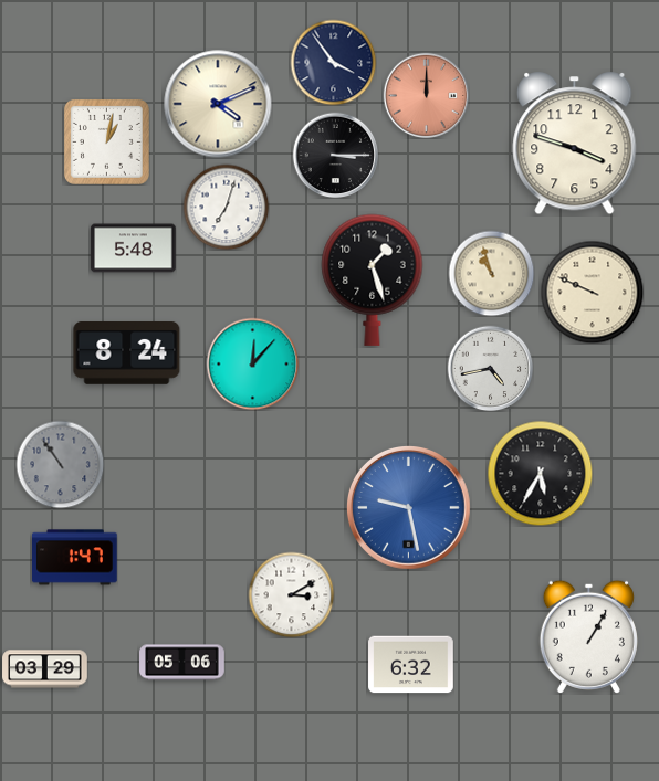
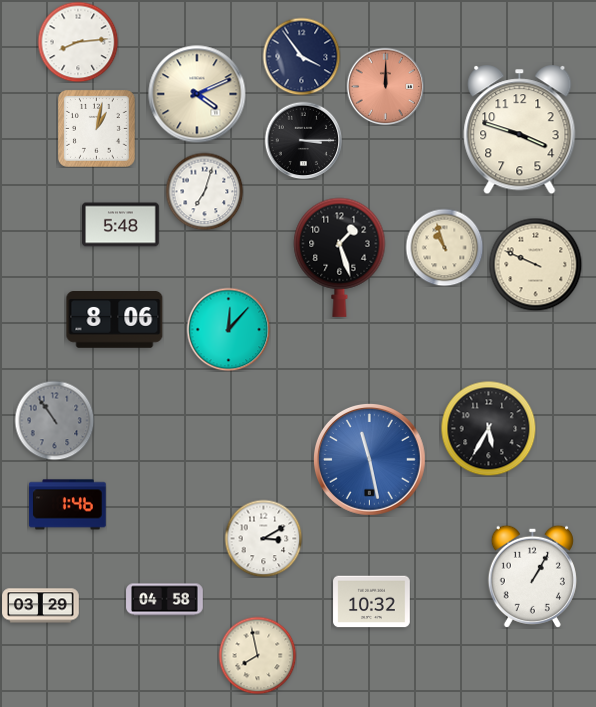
clock at (78, 42): none -> 8:14
clock at (226, 207) position: (226, 207) -> (204, 191)
clock at (373, 279) position: (373, 279) -> (340, 257)
clock at (127, 353): 8:24 -> 8:06
clock at (490, 368): 4:43 -> none
clock at (409, 508): 9:28 -> 11:28
clock at (75, 558): 1:47 -> 1:46
clock at (182, 663): 05:06 -> 04:58
clock at (411, 665): 6:32 -> 10:32
clock at (257, 655): none -> 7:58
